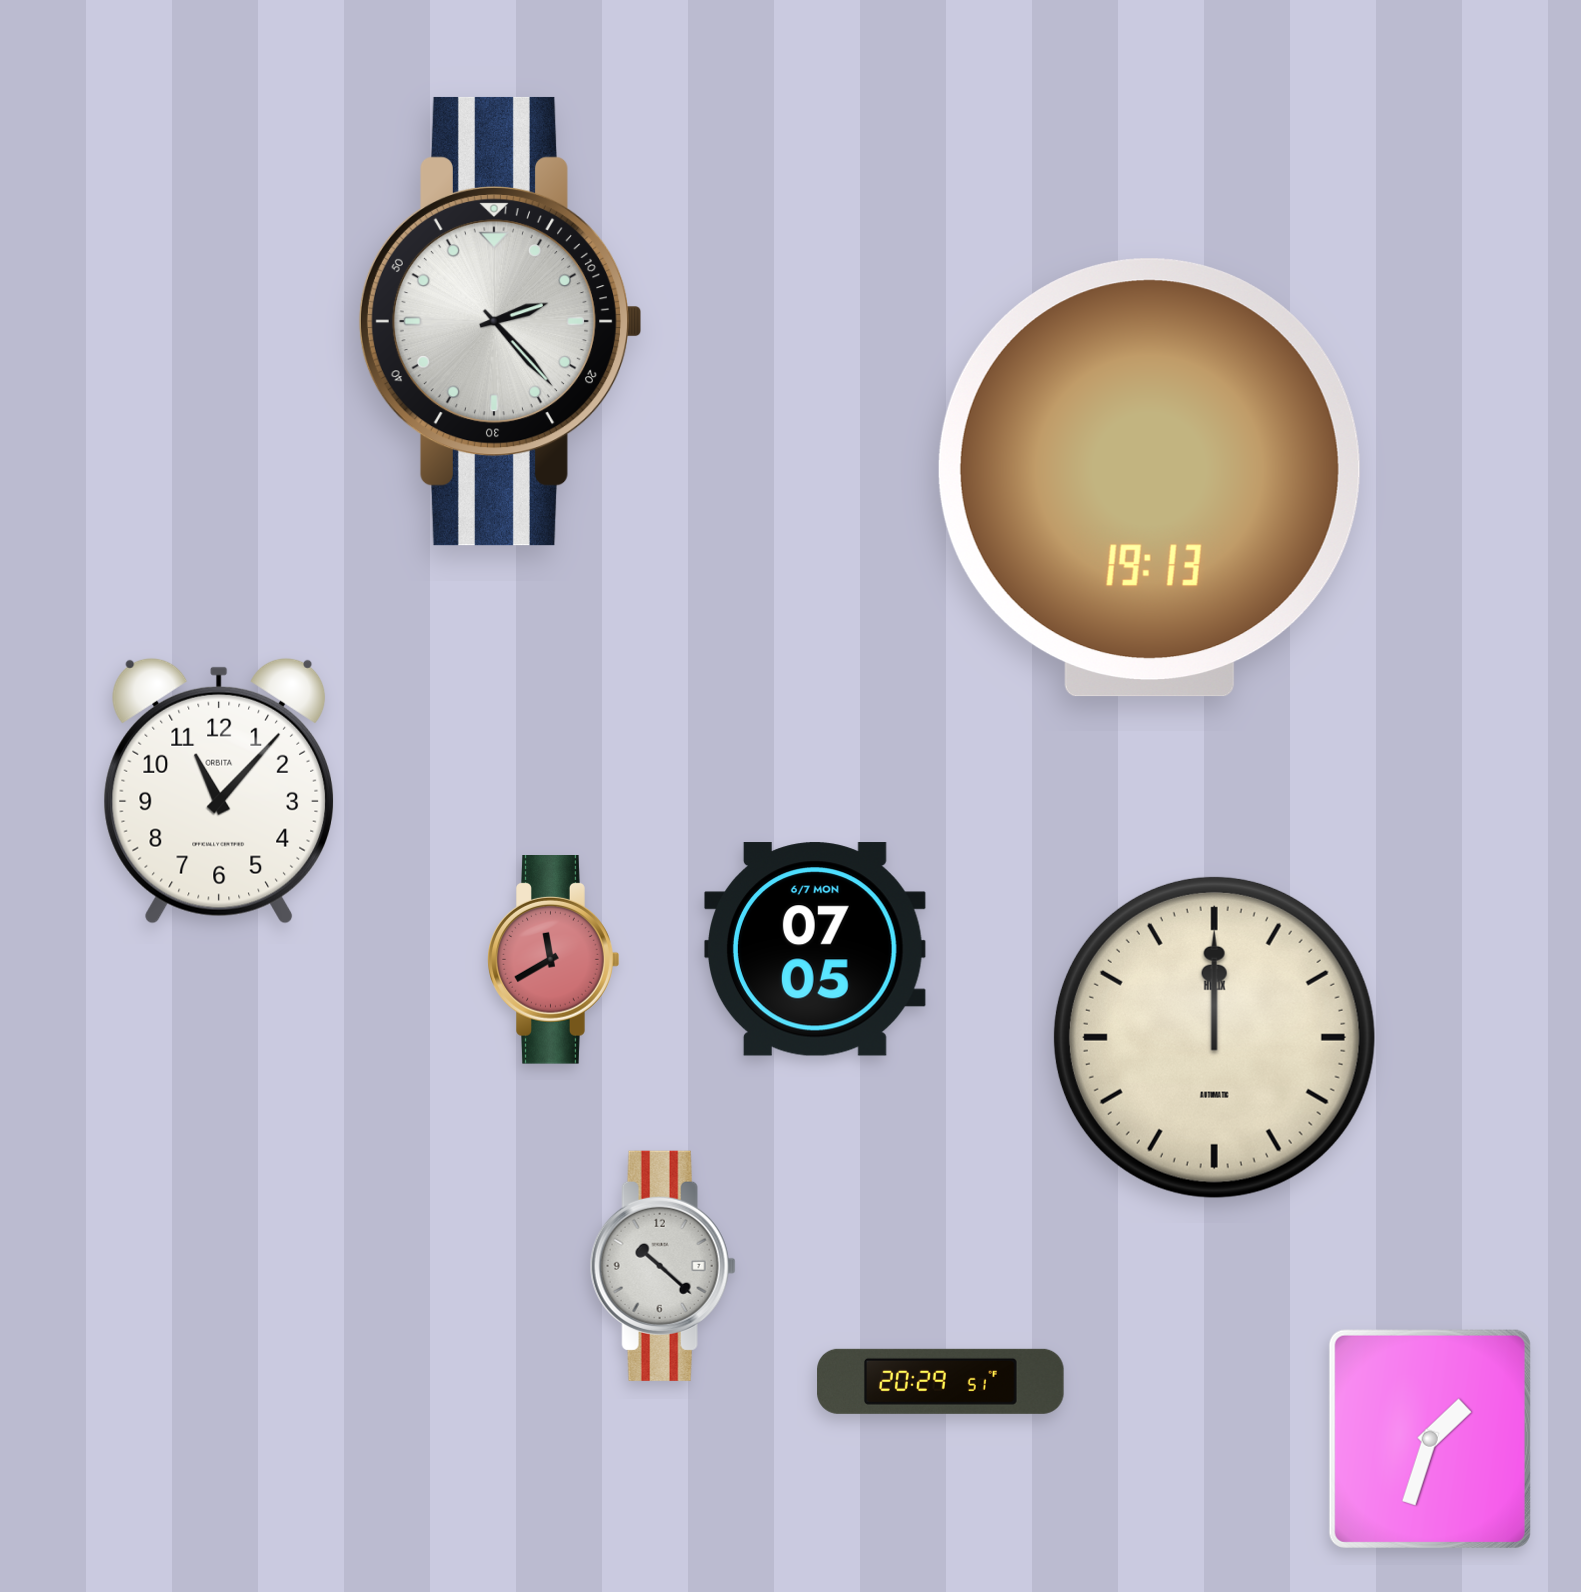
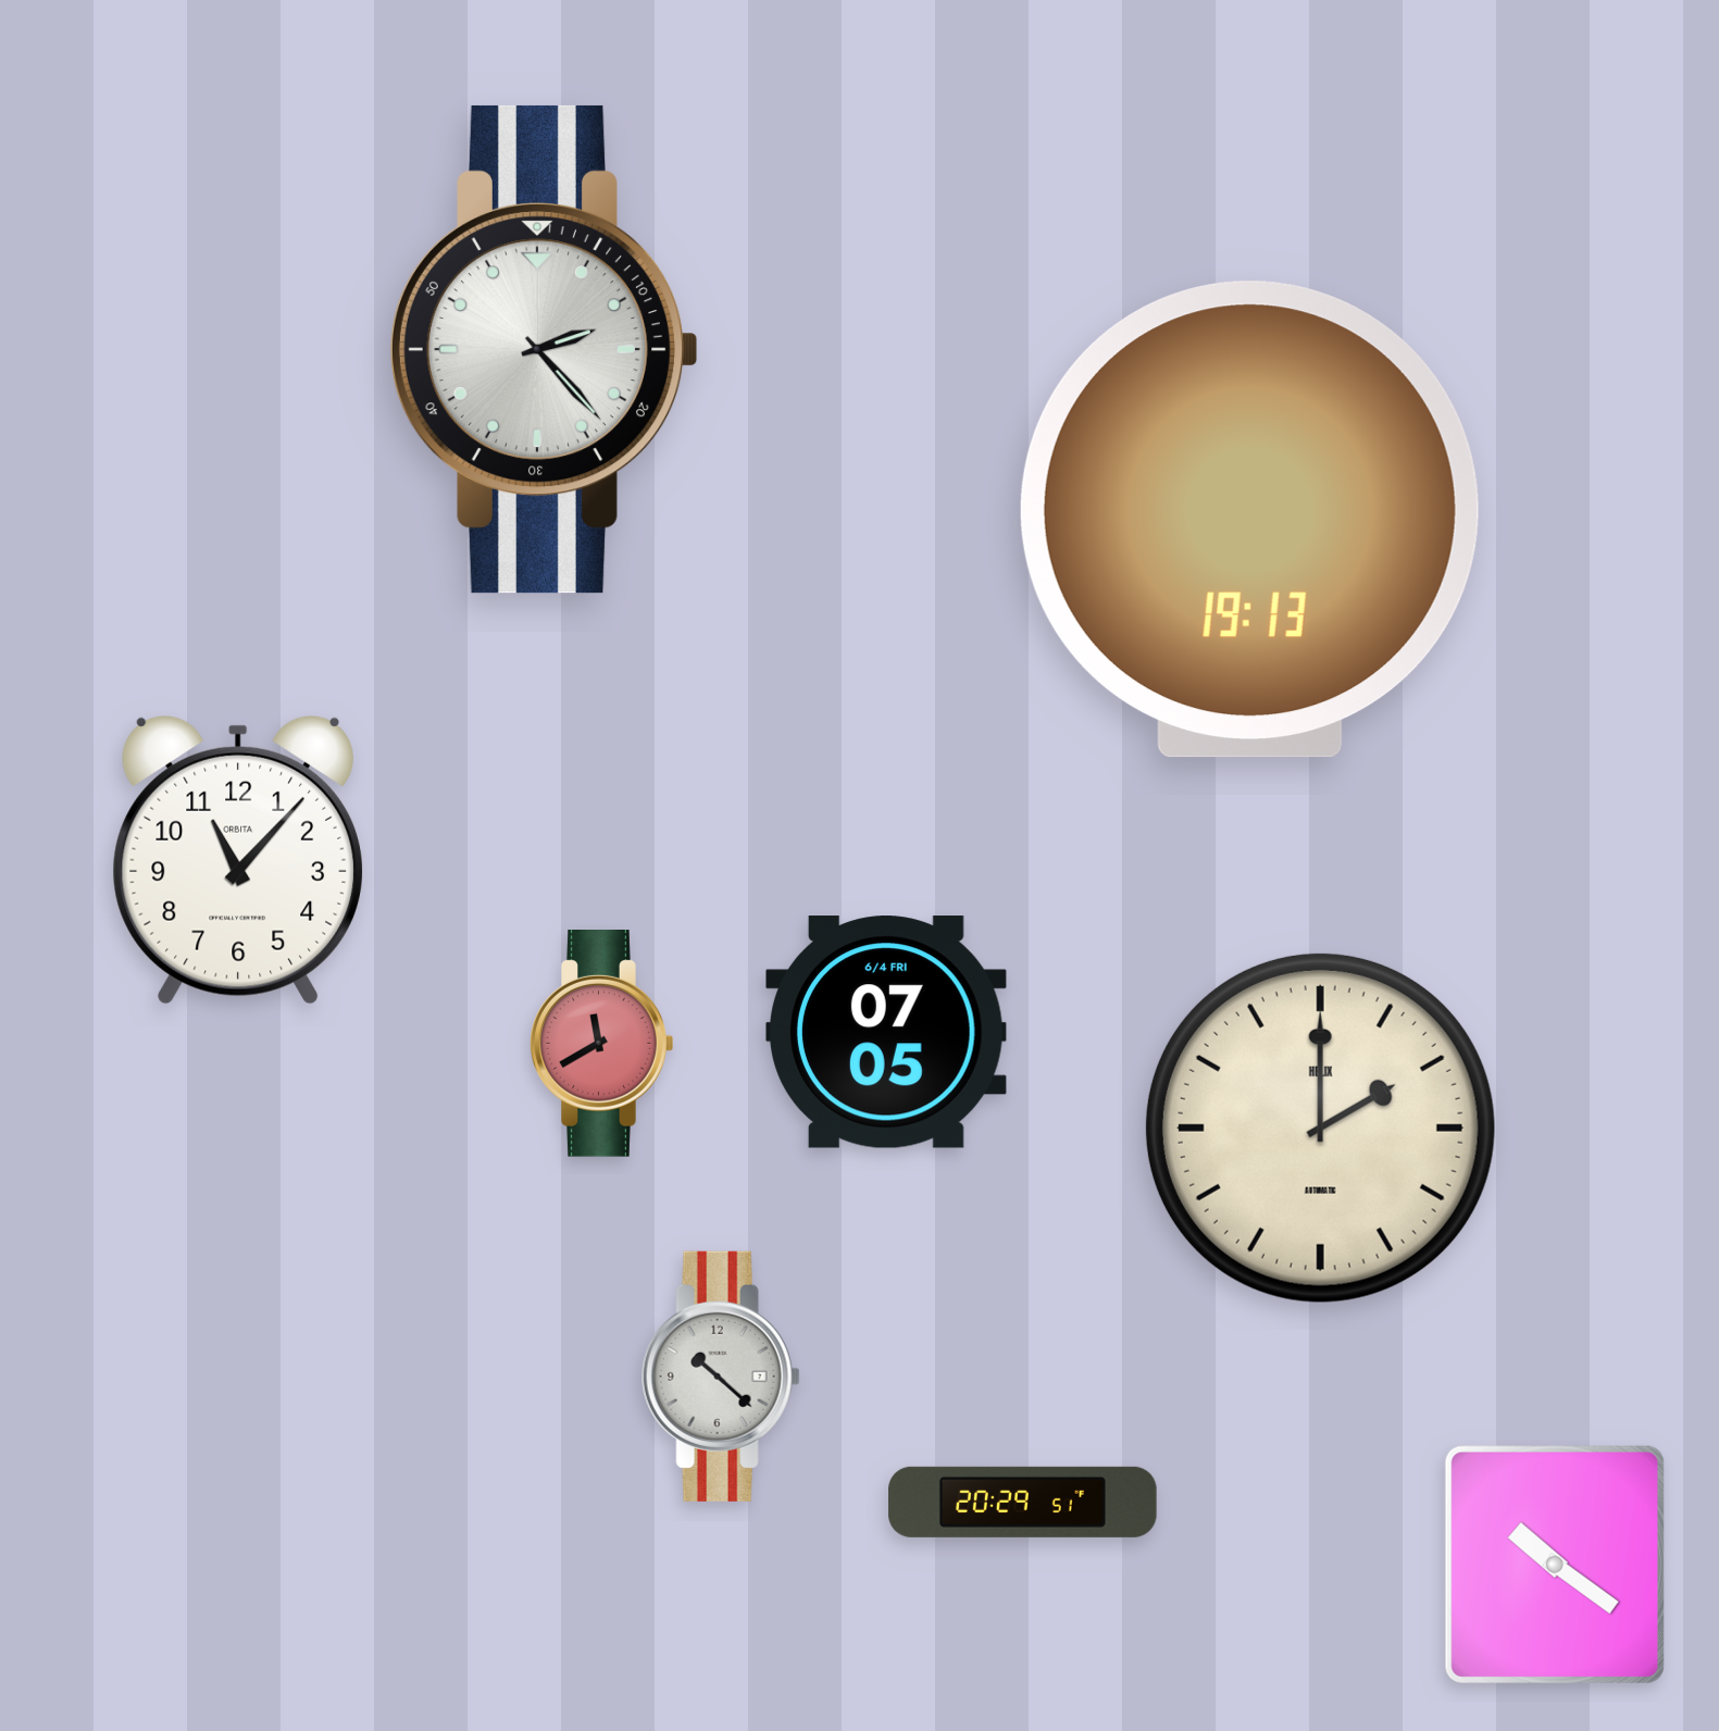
clock at (815, 949) date: 6/7 MON -> 6/4 FRI
clock at (1214, 1037): 12:00 -> 2:00
clock at (1430, 1439): 1:33 -> 10:21
